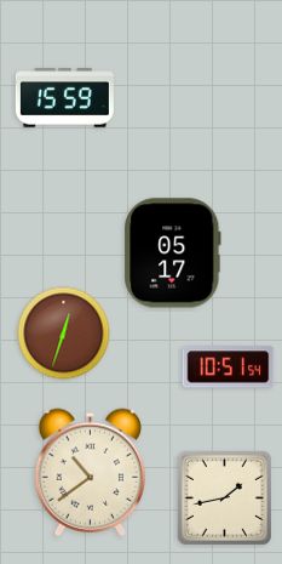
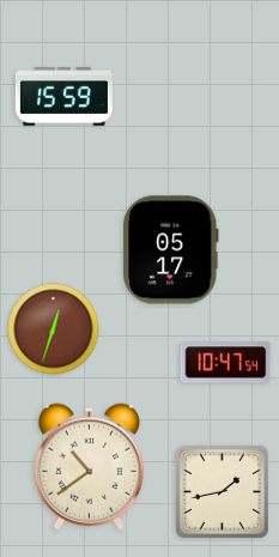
clock at (64, 334) position: (64, 334) -> (54, 329)
clock at (229, 368): 10:51 -> 10:47
